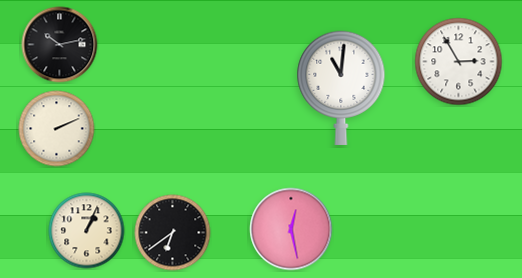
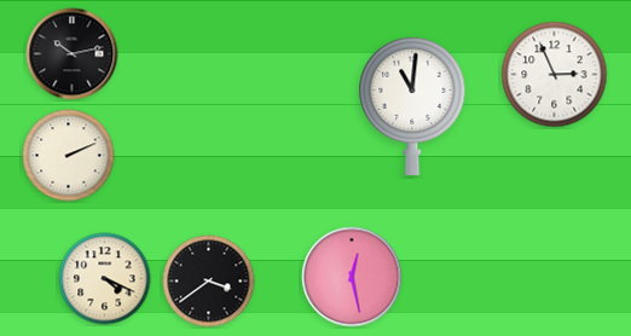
clock at (459, 62): 2:55 -> 2:56
clock at (87, 231): 1:04 -> 4:19
clock at (173, 233): 6:39 -> 3:39
